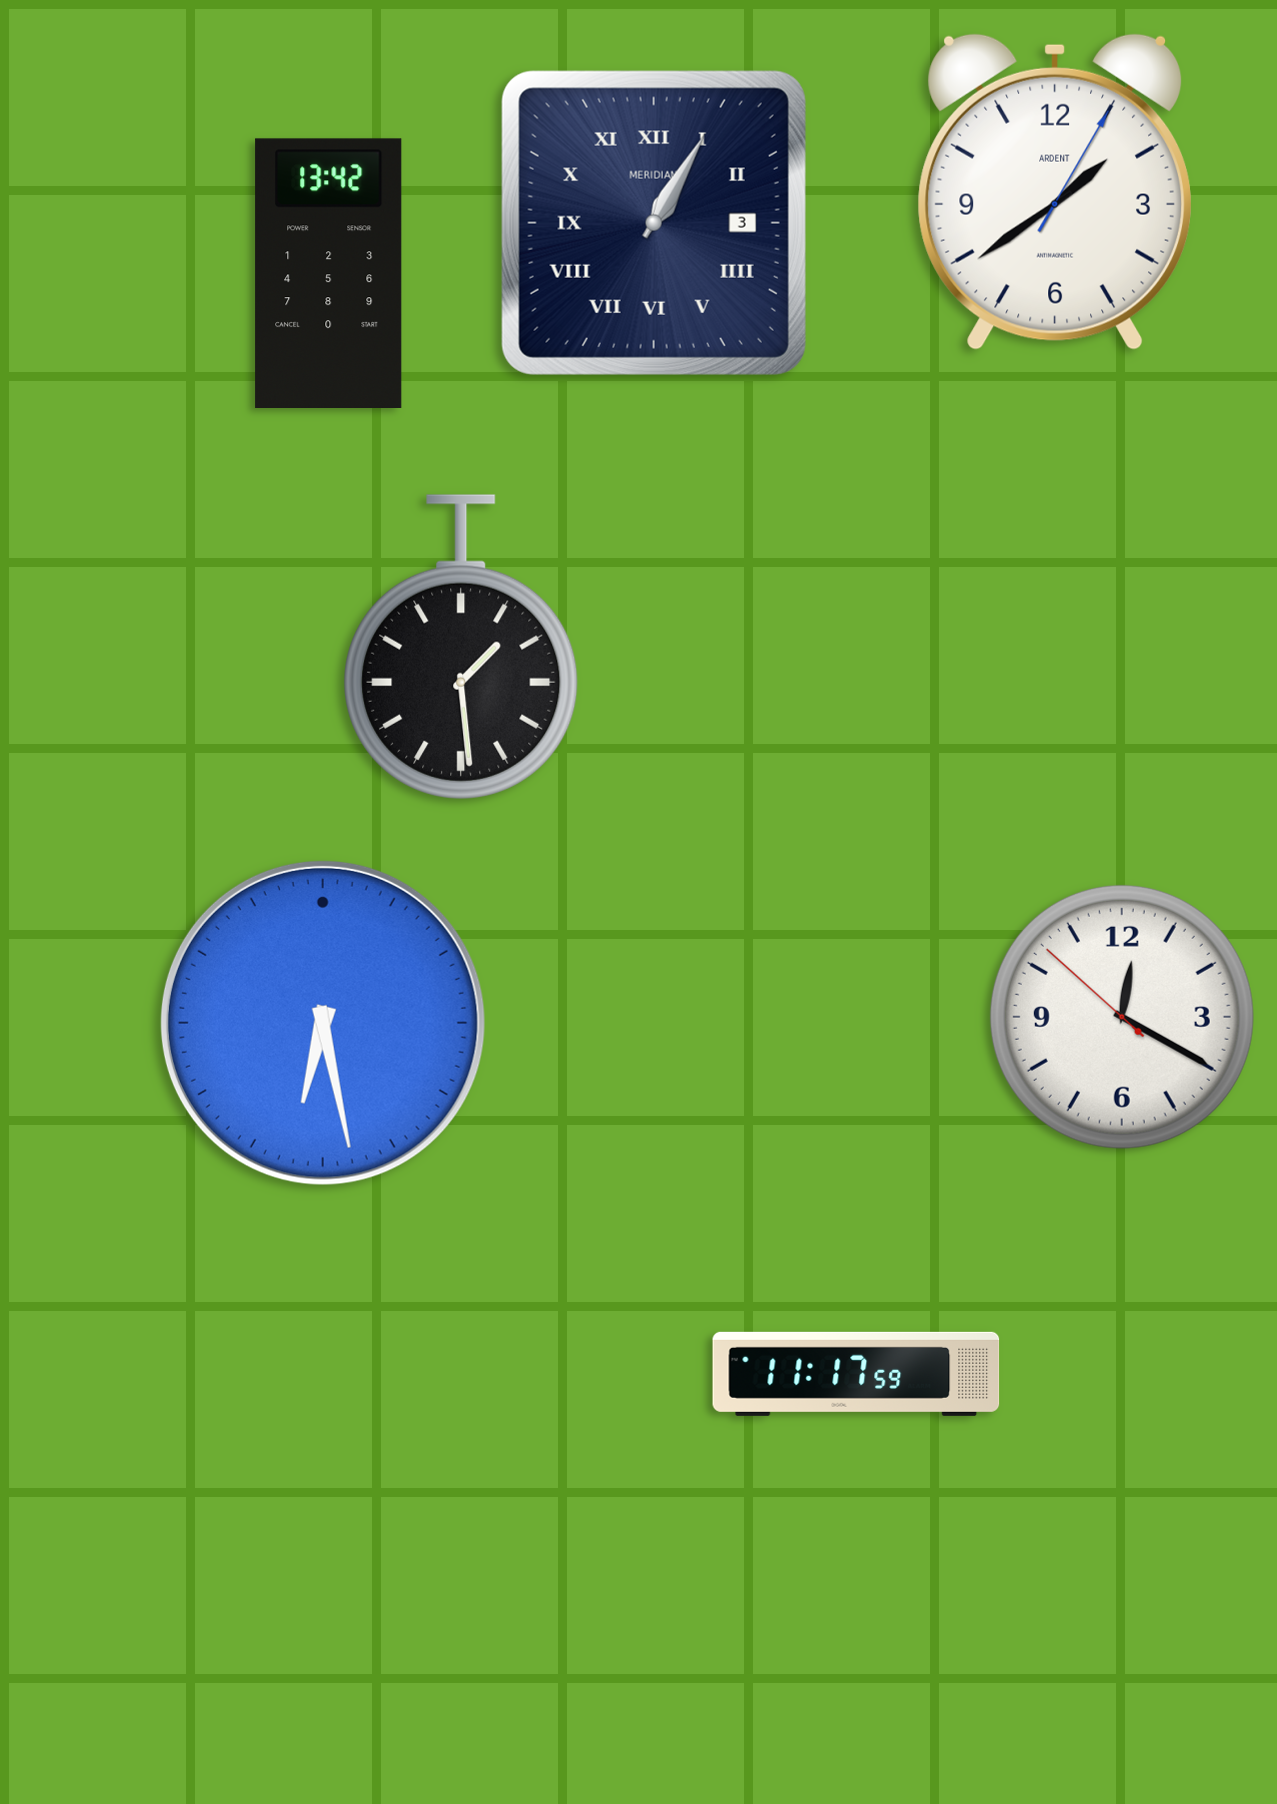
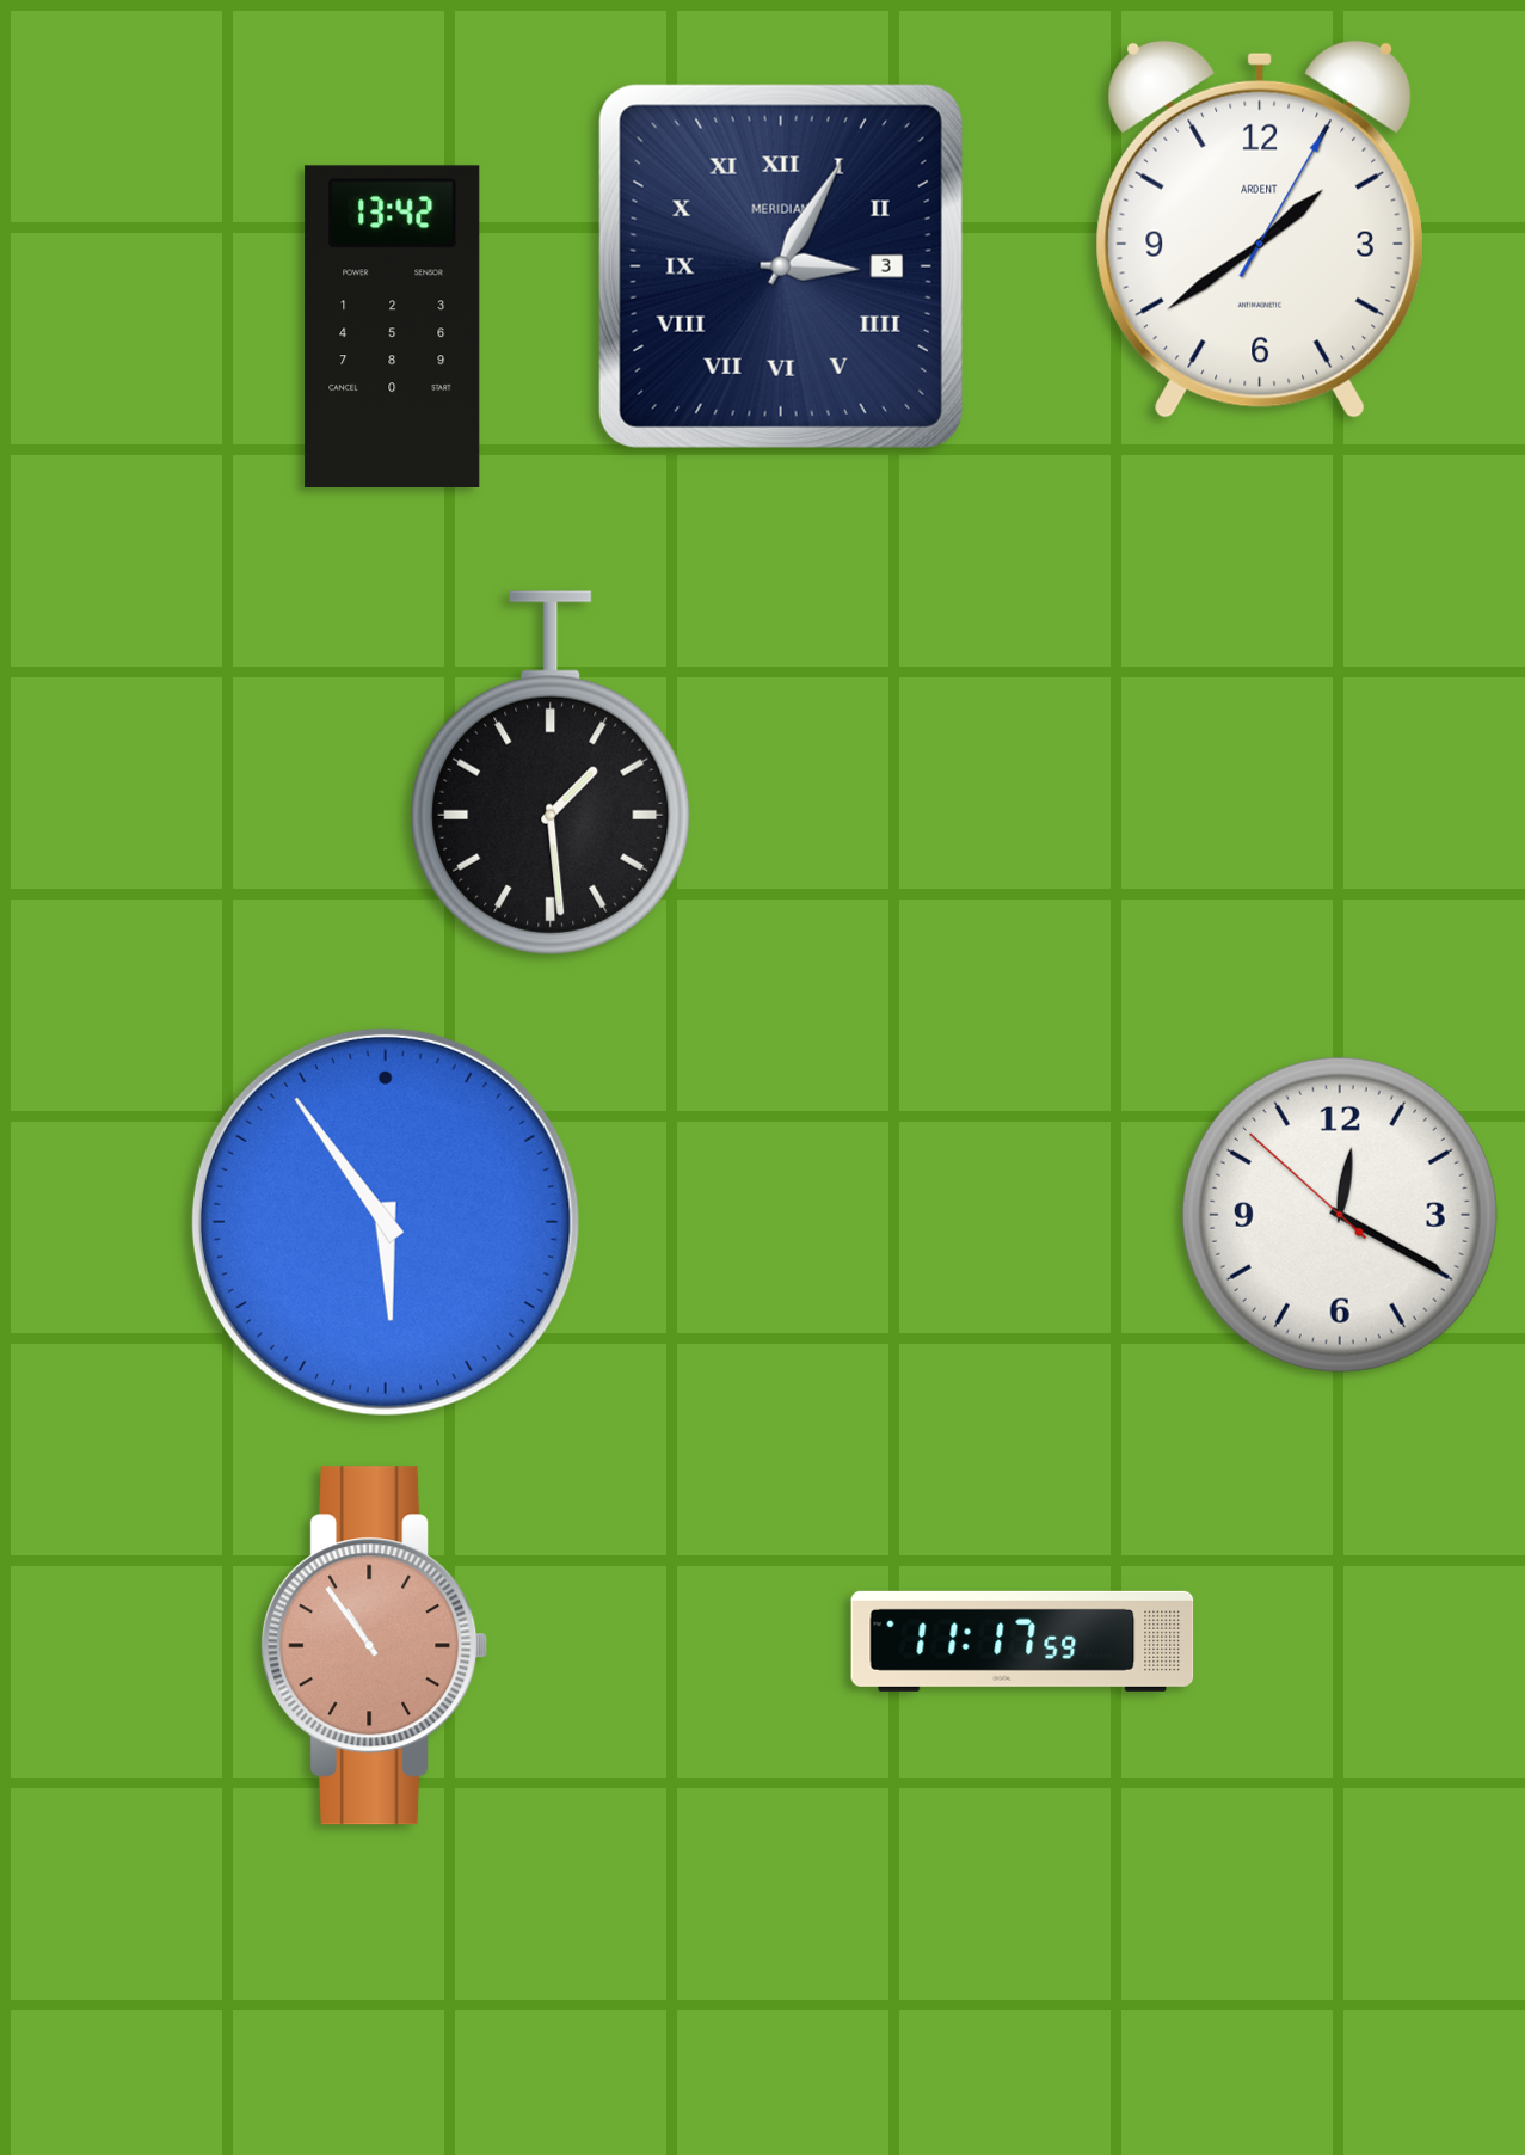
clock at (654, 223): 1:05 -> 3:05
clock at (323, 1023): 6:28 -> 5:54
clock at (375, 1646): none -> 10:54
